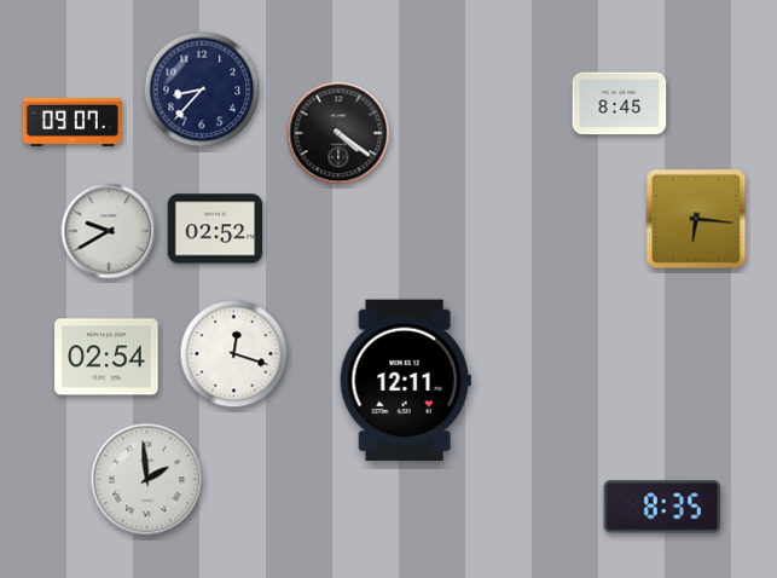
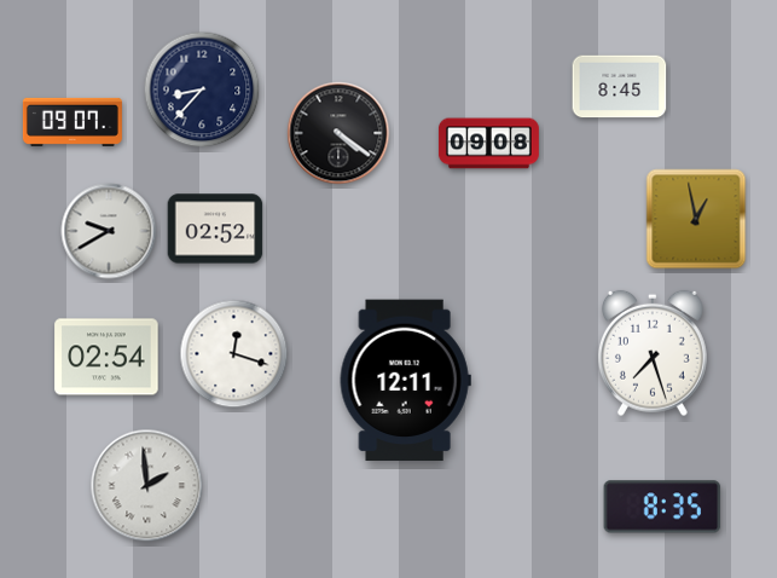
clock at (620, 104) position: (620, 104) -> (620, 87)
clock at (488, 144): none -> 09:08
clock at (696, 219): 6:16 -> 12:58
clock at (653, 353): none -> 7:27
clock at (147, 480) position: (147, 480) -> (147, 486)
